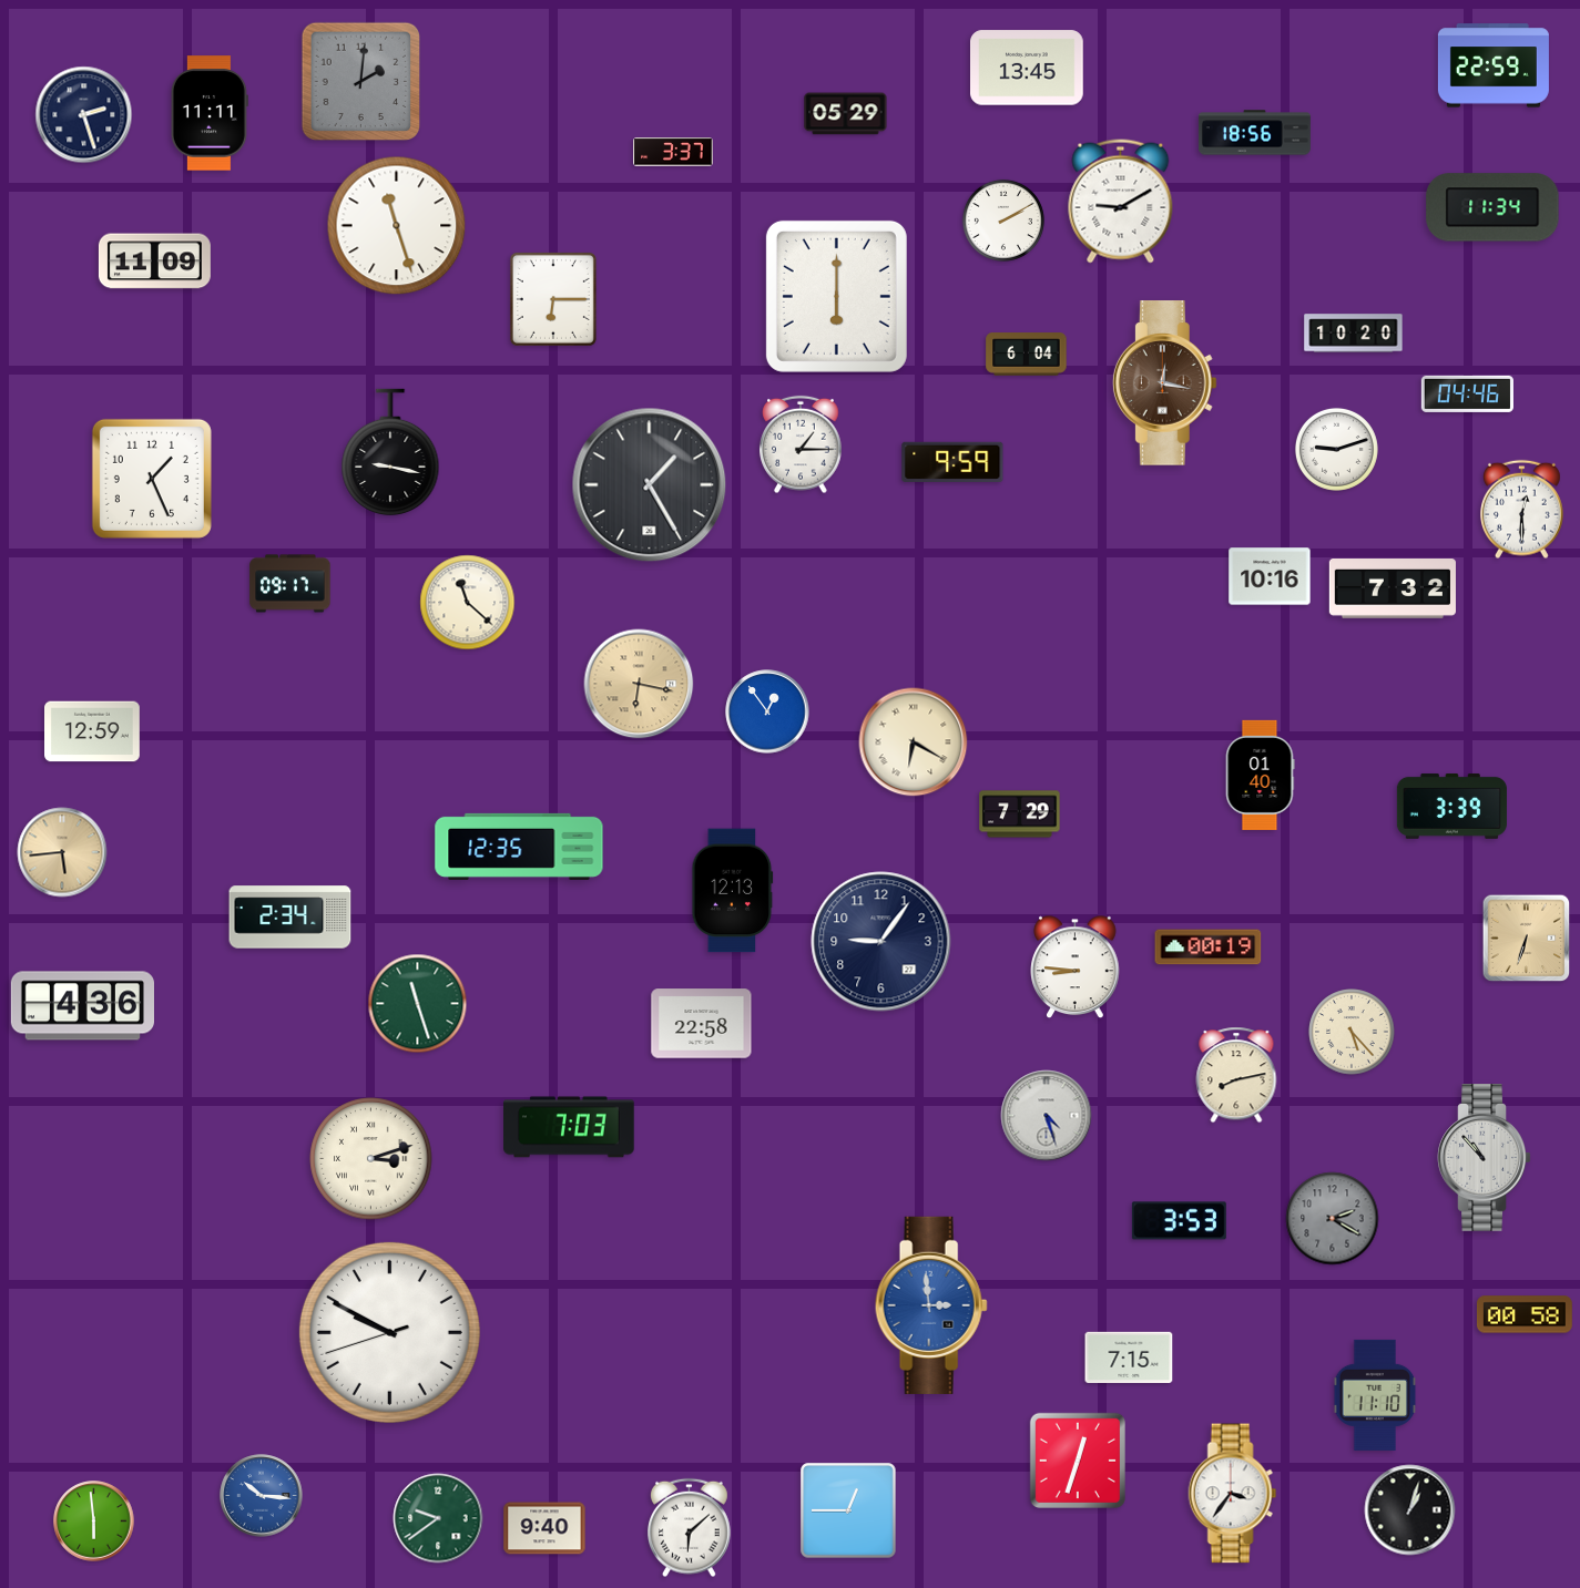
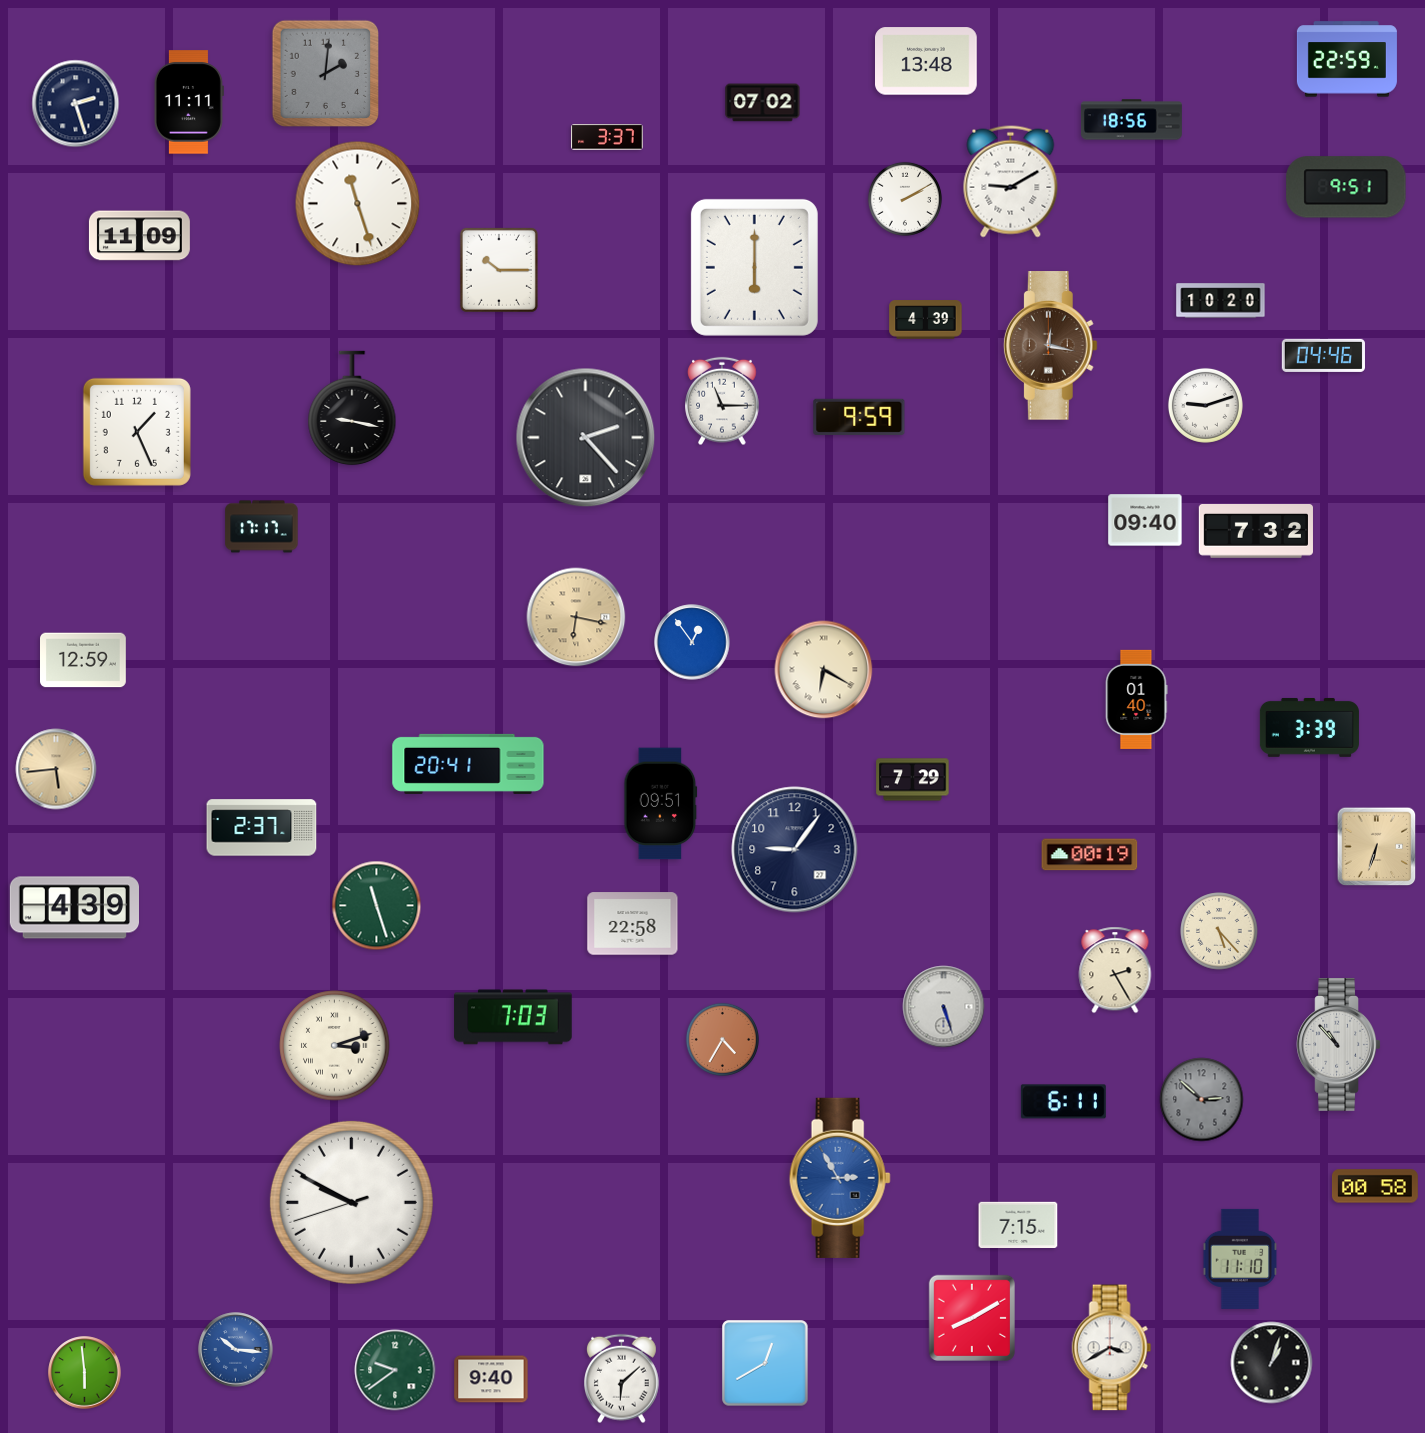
clock at (1028, 68): 13:45 -> 13:48
clock at (846, 114): 05:29 -> 07:02
clock at (1492, 207): 11:34 -> 9:51
clock at (553, 299): 6:15 -> 10:15
clock at (1027, 355): 6:04 -> 4:39
clock at (801, 444): 1:15 -> 11:15
clock at (650, 485): 1:25 -> 2:23
clock at (1522, 510): 12:30 -> none
clock at (1270, 576): 10:16 -> 09:40
clock at (290, 584): 09:17 -> 17:17
clock at (468, 603): 11:22 -> none
clock at (1020, 815) position: (1020, 815) -> (913, 780)
clock at (519, 847): 12:35 -> 20:41
clock at (733, 891): 12:13 -> 09:51
clock at (290, 918): 2:34 -> 2:37
clock at (1076, 967): 8:46 -> none
clock at (82, 1006): 4:36 -> 4:39
clock at (1236, 1075): 8:13 -> 2:25
clock at (1047, 1116): 4:27 -> 5:27
clock at (722, 1039): none -> 4:35
clock at (1333, 1219): 2:20 -> 2:52
clock at (1179, 1221): 3:53 -> 6:11
clock at (931, 1305): 2:59 -> 2:55
clock at (1078, 1461): 12:33 -> 8:10
clock at (1233, 1494): 3:36 -> 3:40
clock at (848, 1510): 12:45 -> 12:40
